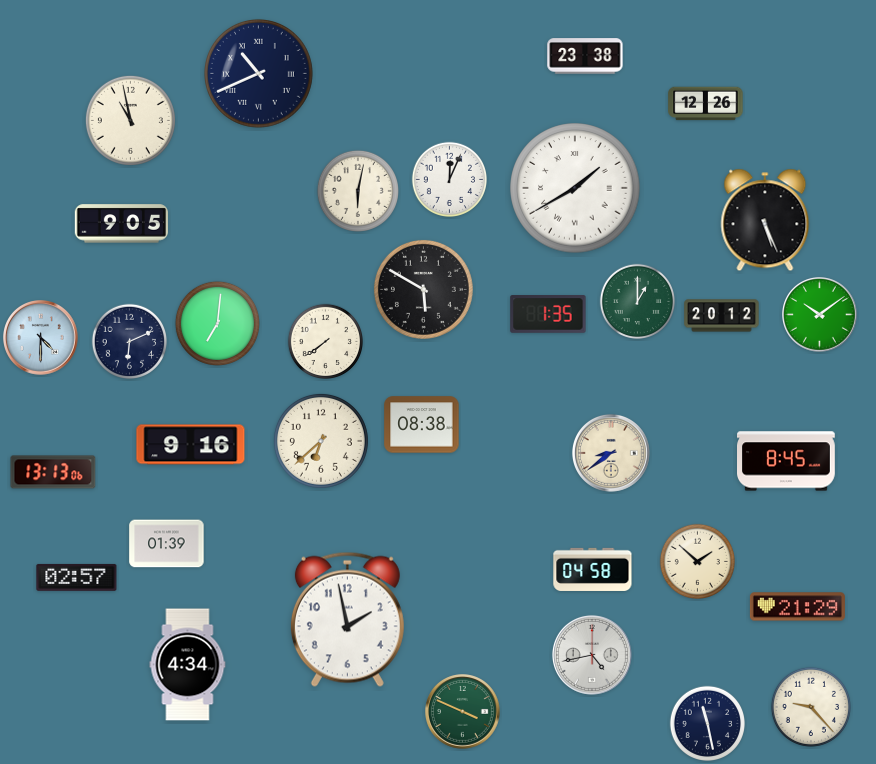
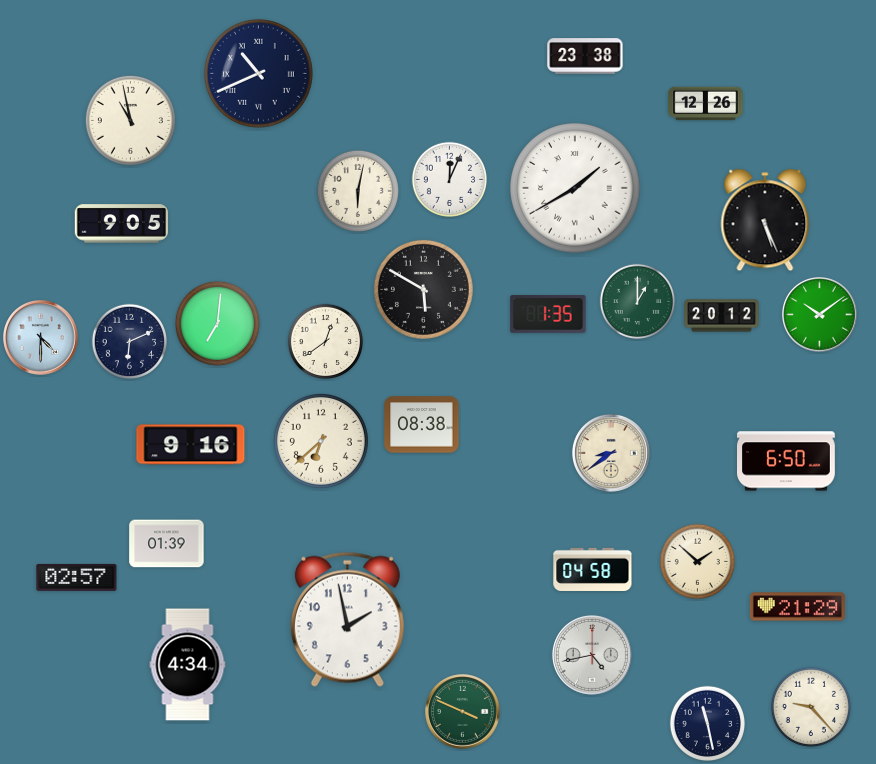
clock at (325, 341): 7:39 -> 12:39
clock at (787, 461): 8:45 -> 6:50
clock at (53, 472): 13:13 -> none
